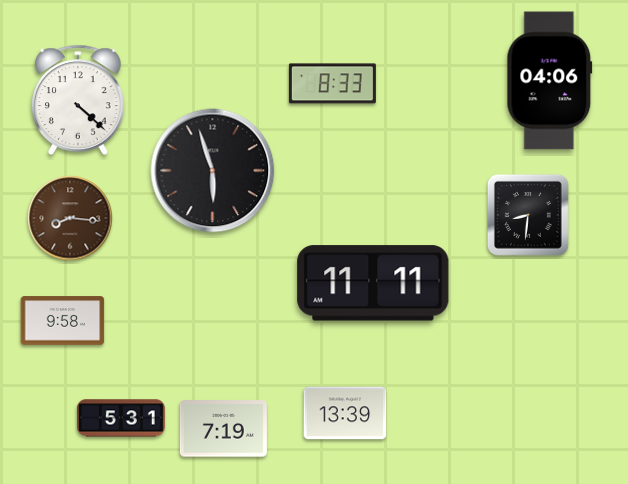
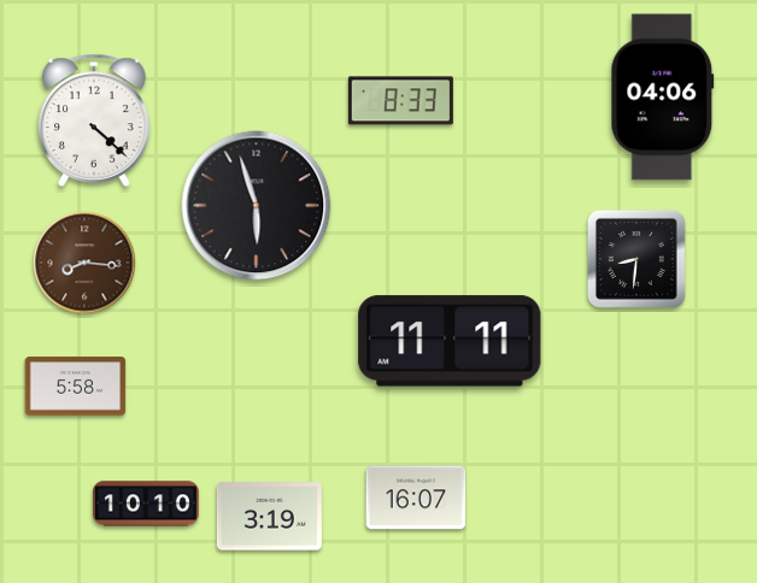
clock at (63, 321): 9:58 -> 5:58
clock at (345, 413): 13:39 -> 16:07
clock at (121, 418): 5:31 -> 10:10
clock at (223, 429): 7:19 -> 3:19
